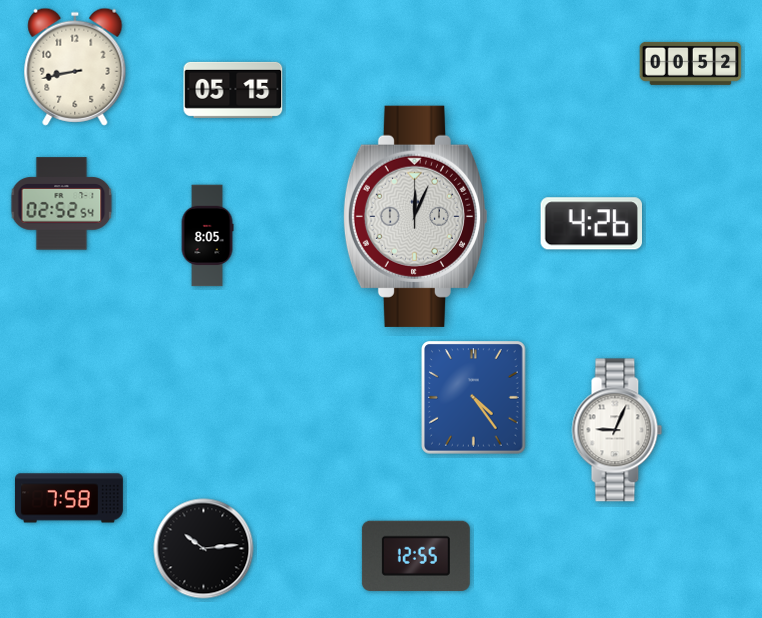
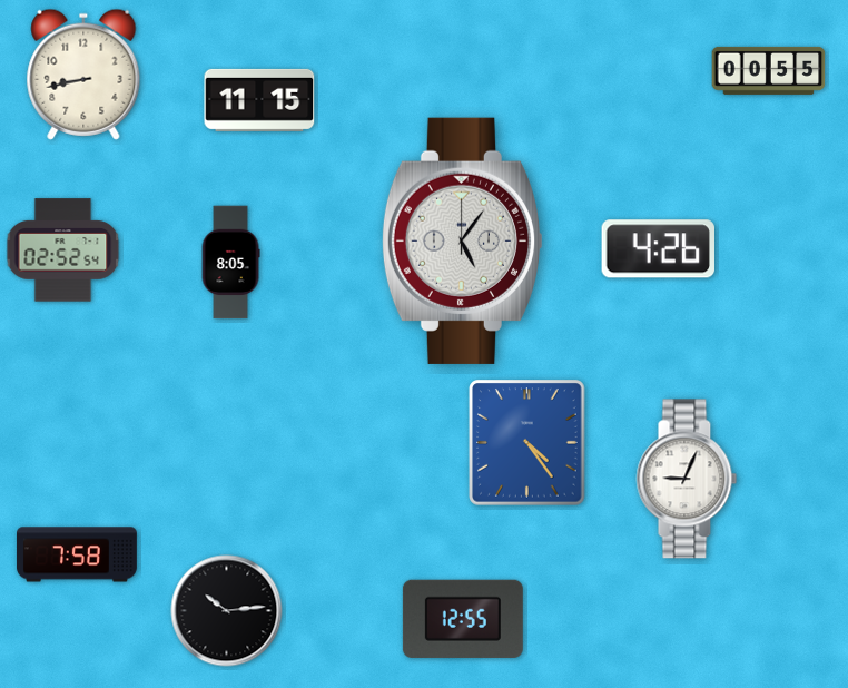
clock at (691, 63): 00:52 -> 00:55
clock at (233, 90): 05:15 -> 11:15
clock at (62, 204) position: (62, 204) -> (63, 250)
clock at (415, 216): 12:04 -> 5:06
